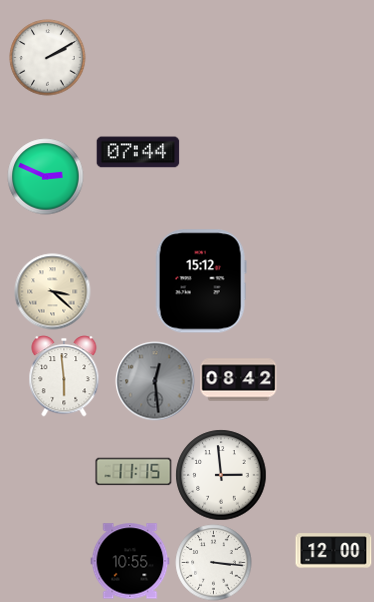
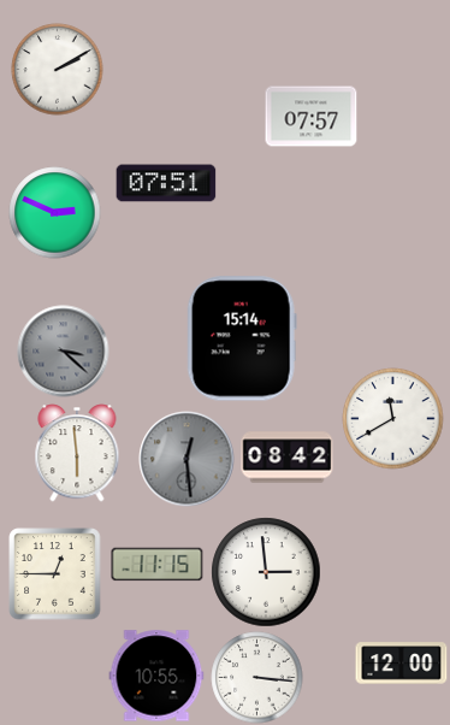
clock at (312, 117): none -> 07:57
clock at (138, 152): 07:44 -> 07:51
clock at (201, 281): 15:12 -> 15:14
clock at (53, 292) dial: cream -> grey
clock at (393, 419): none -> 11:40
clock at (134, 472) position: (134, 472) -> (158, 565)
clock at (55, 574): none -> 12:45
